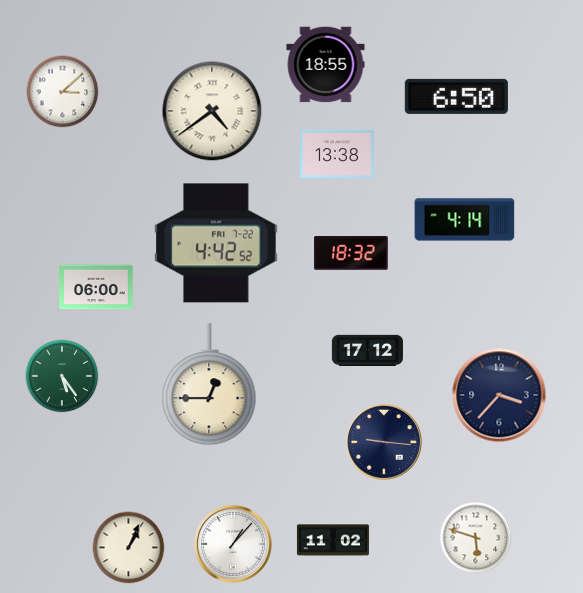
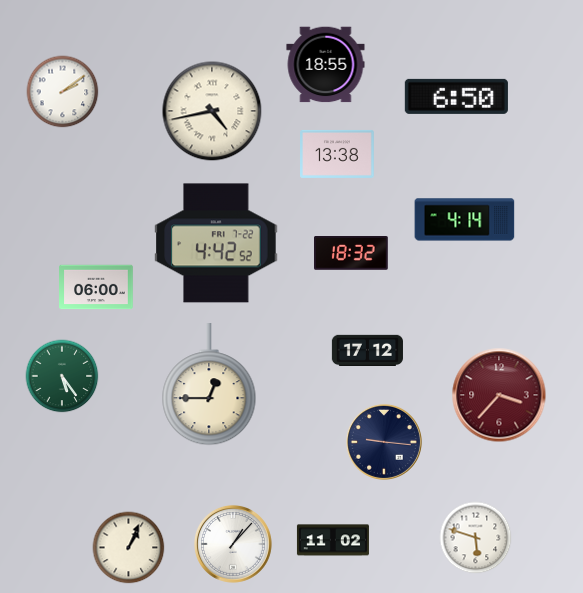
clock at (63, 92): 3:08 -> 2:09
clock at (212, 111): 4:39 -> 4:43
clock at (499, 395) dial: navy -> burgundy
